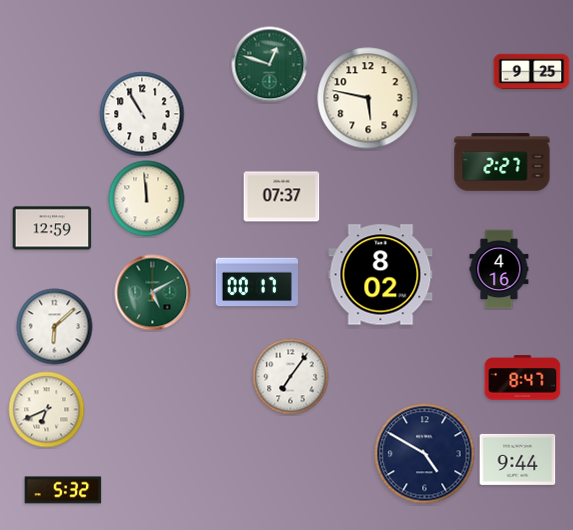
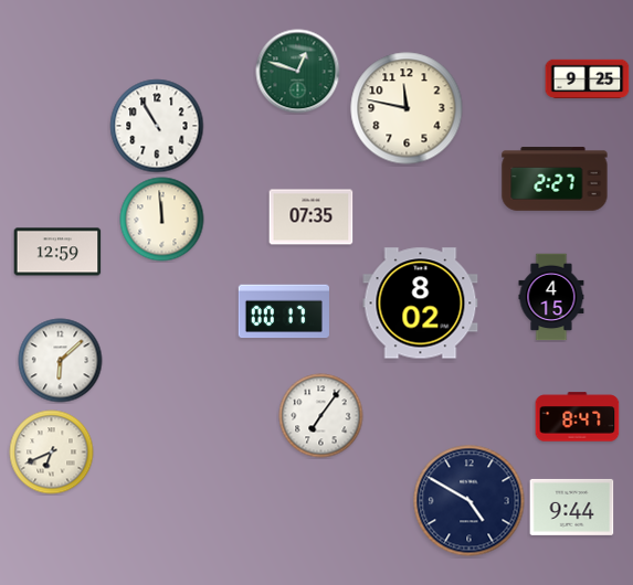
clock at (368, 98): 5:47 -> 11:47
clock at (282, 197): 07:37 -> 07:35
clock at (499, 269): 4:16 -> 4:15
clock at (153, 293): 5:10 -> none
clock at (63, 490): 5:32 -> none
